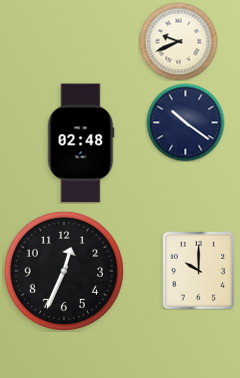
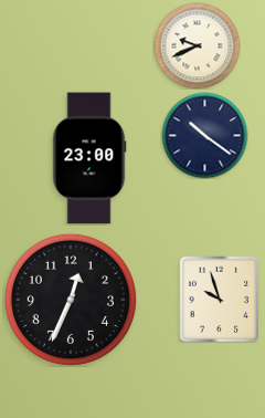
clock at (81, 143): 02:48 -> 23:00
clock at (199, 270): 10:00 -> 9:57
